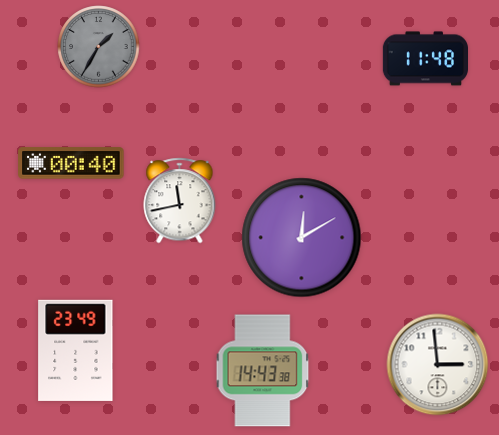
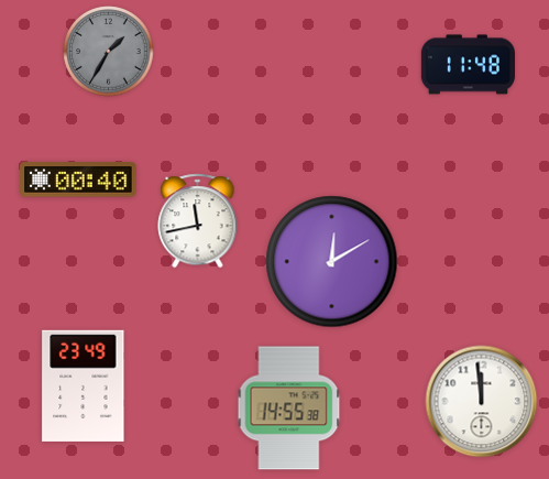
clock at (438, 365): 2:59 -> 11:59
clock at (263, 371): 14:43 -> 14:55
